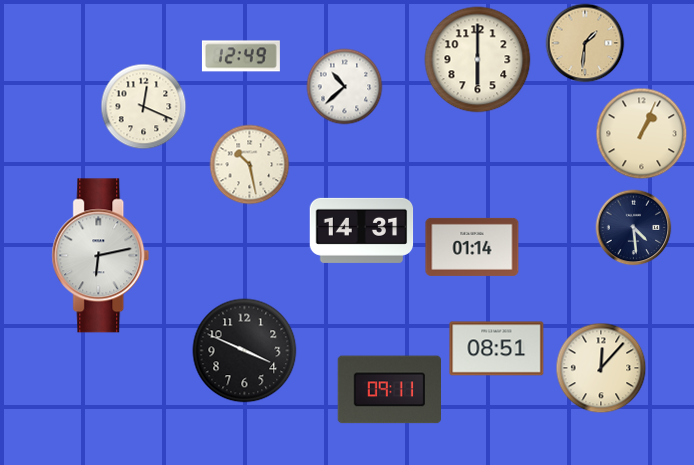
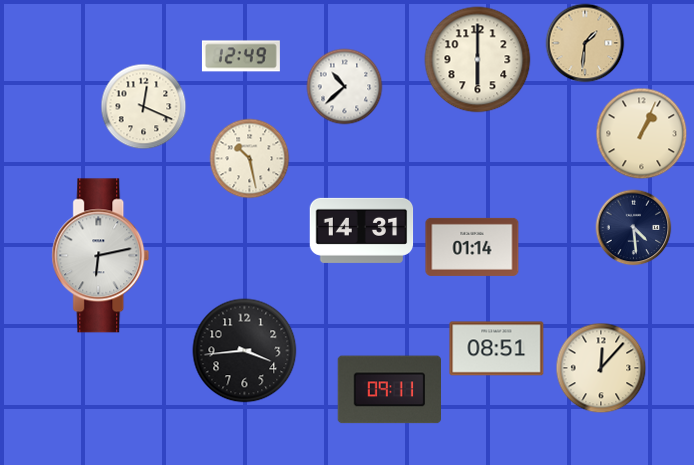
clock at (250, 165) position: (250, 165) -> (250, 159)
clock at (245, 351): 3:49 -> 3:44
